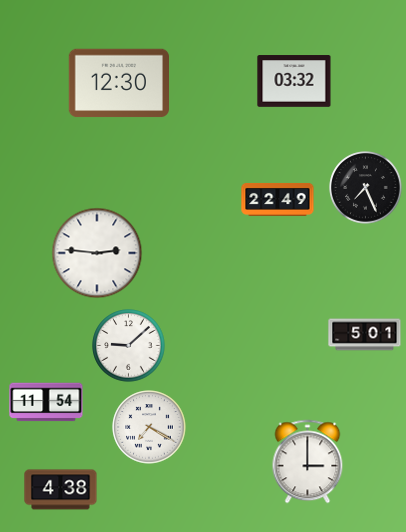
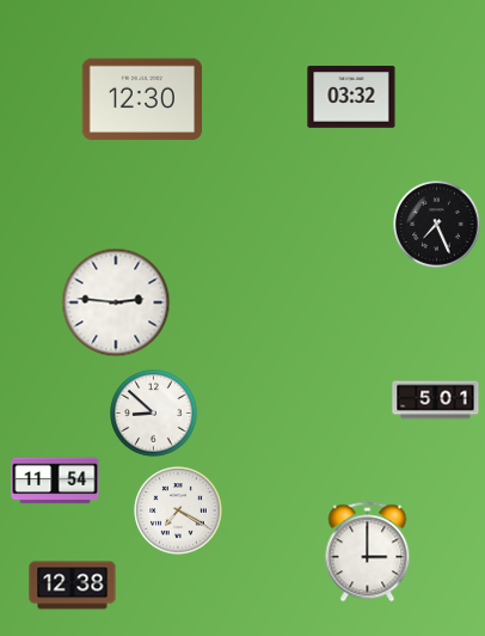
clock at (278, 199): 22:49 -> none
clock at (129, 346): 9:08 -> 8:52
clock at (61, 490): 4:38 -> 12:38
